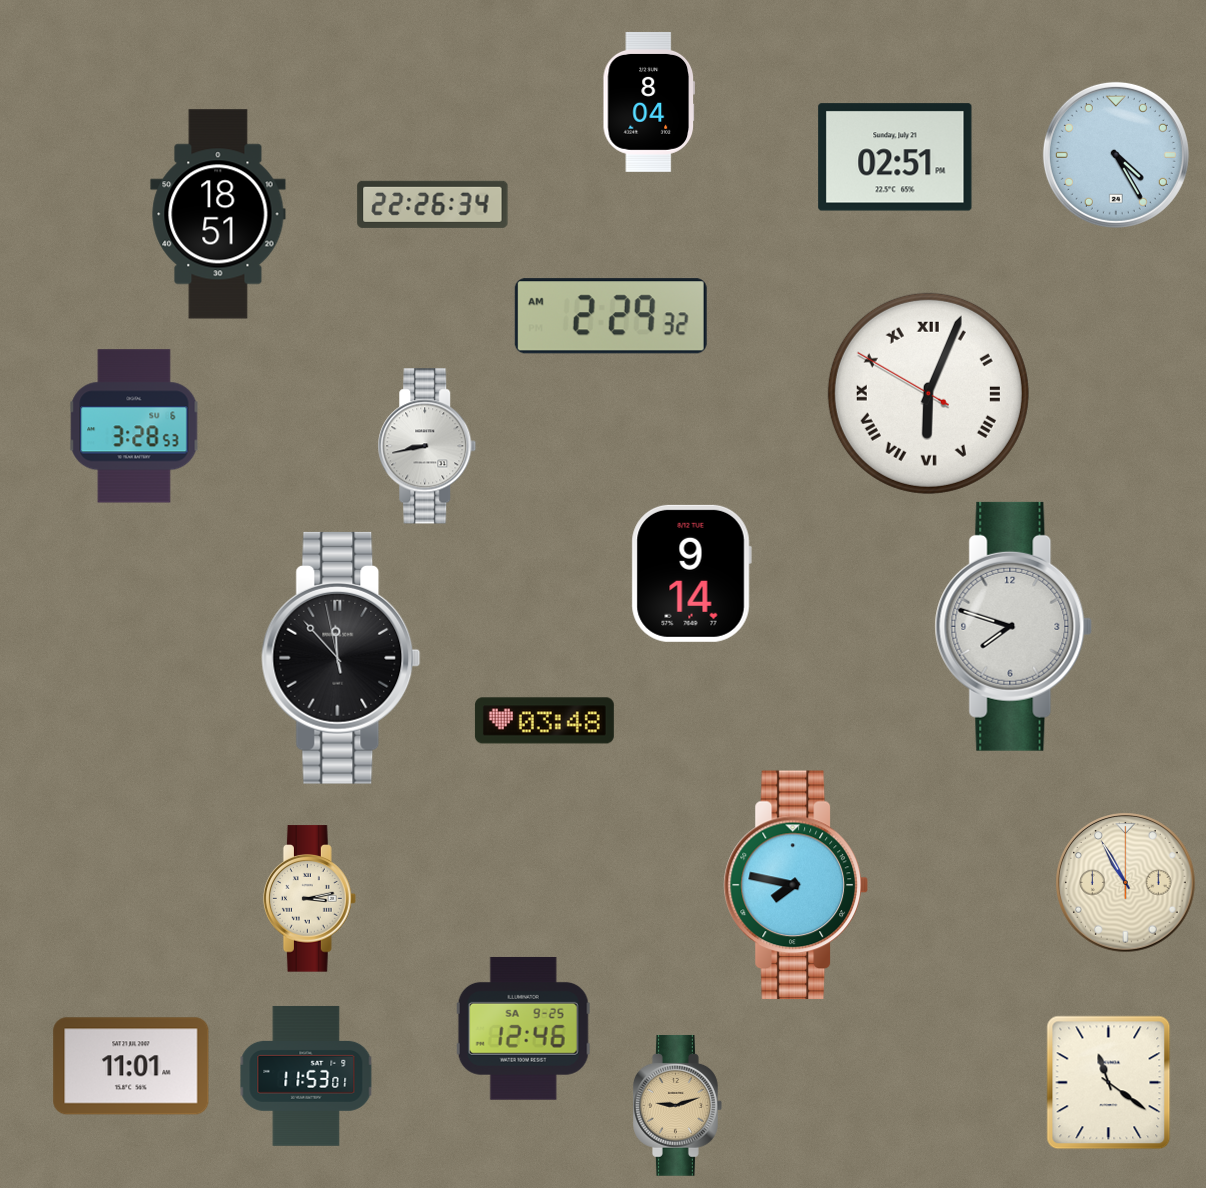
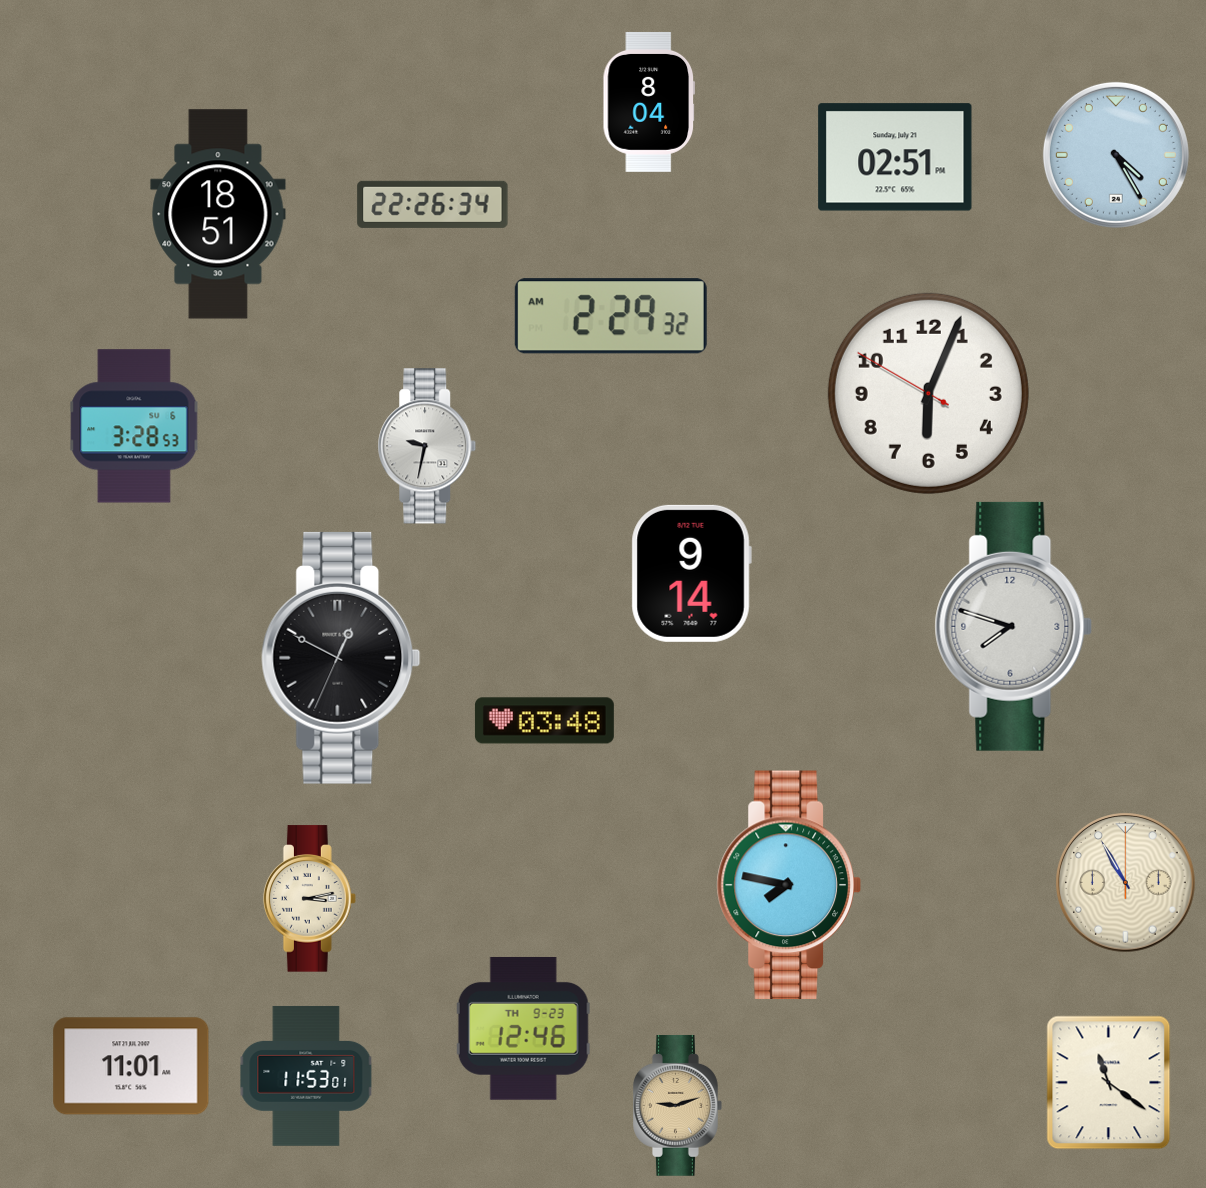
clock at (928, 393) numerals: Roman -> Arabic
clock at (427, 446): 8:43 -> 9:32
clock at (341, 658): 11:52 -> 12:49
clock at (795, 885) position: (795, 885) -> (788, 885)
clock at (523, 1028) date: SA 9-25 -> TH 9-23
